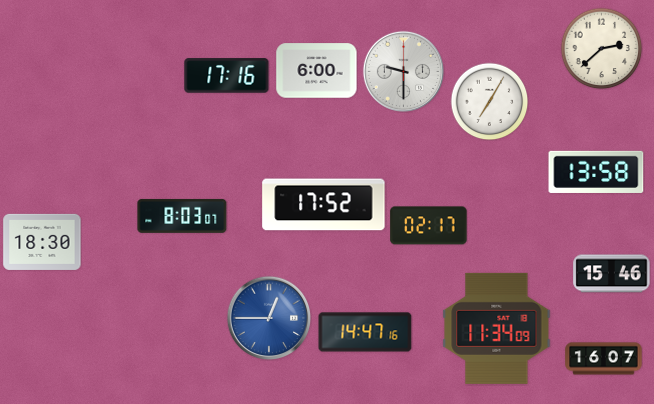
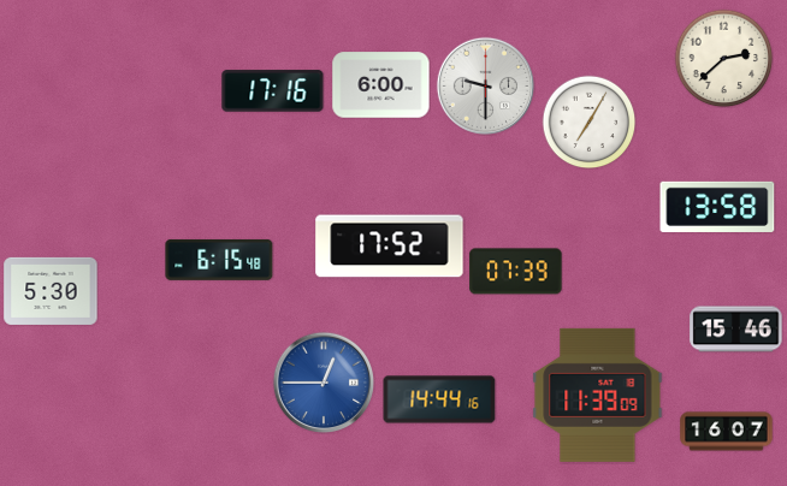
clock at (182, 216): 8:03 -> 6:15
clock at (429, 226): 02:17 -> 07:39
clock at (42, 242): 18:30 -> 5:30
clock at (497, 328): 11:34 -> 11:39
clock at (365, 332): 14:47 -> 14:44
